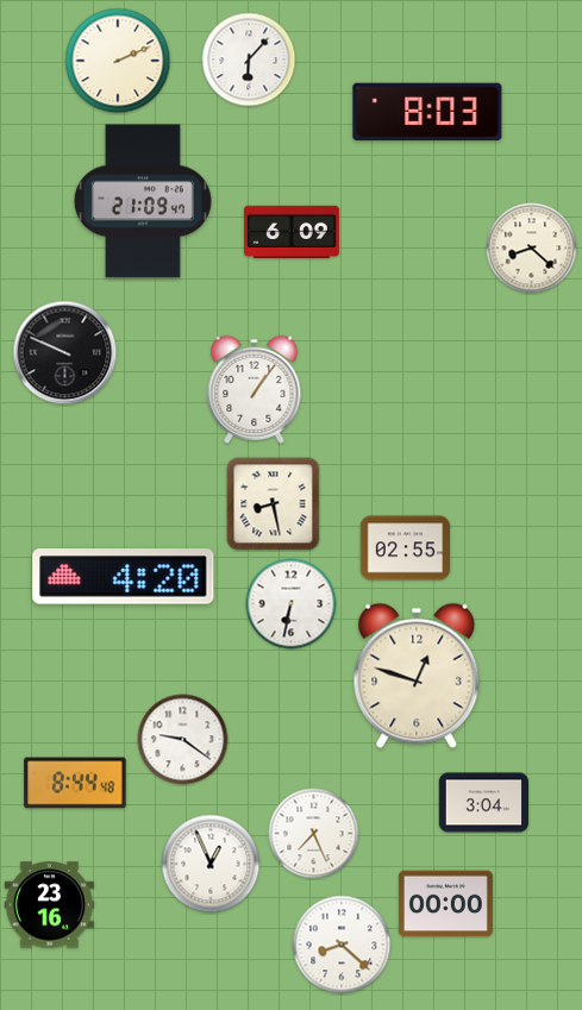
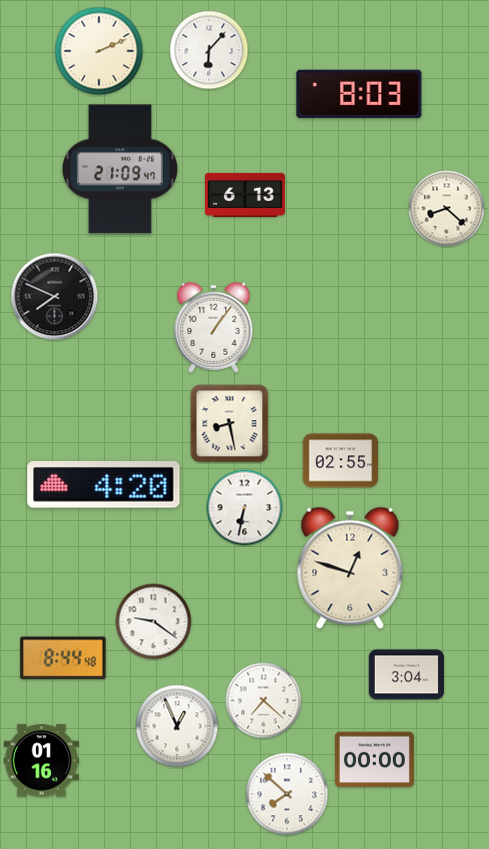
clock at (292, 232): 6:09 -> 6:13
clock at (65, 353): 9:49 -> 7:49
clock at (314, 834): 7:26 -> 7:22
clock at (50, 905): 23:16 -> 01:16
clock at (342, 945): 8:22 -> 7:52
